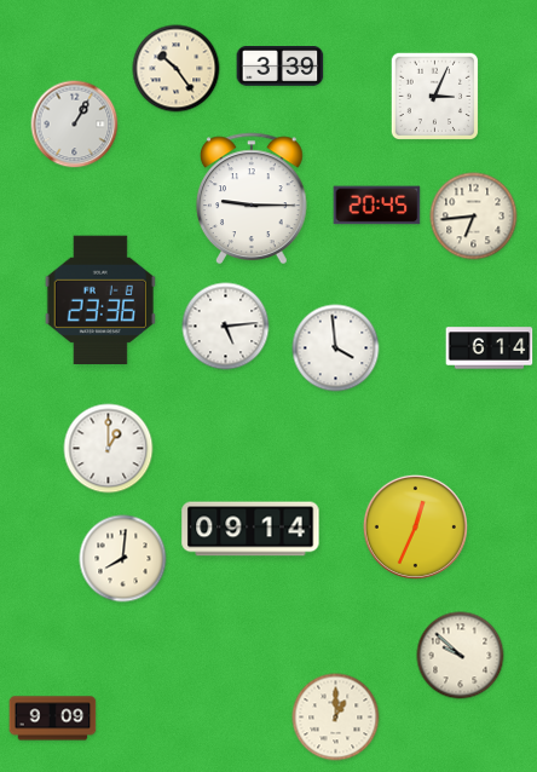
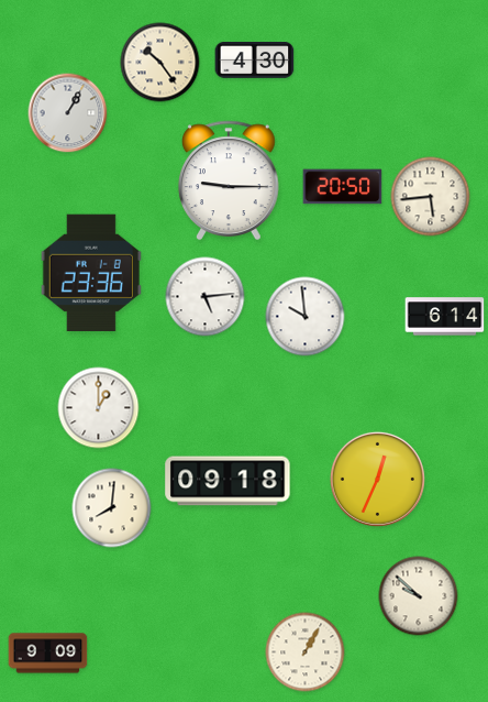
clock at (281, 67): 3:39 -> 4:30
clock at (435, 97): 3:04 -> none
clock at (377, 206): 20:45 -> 20:50
clock at (474, 217): 6:44 -> 5:44
clock at (336, 348): 3:59 -> 9:59
clock at (250, 529): 09:14 -> 09:18
clock at (336, 718): 1:00 -> 1:05
